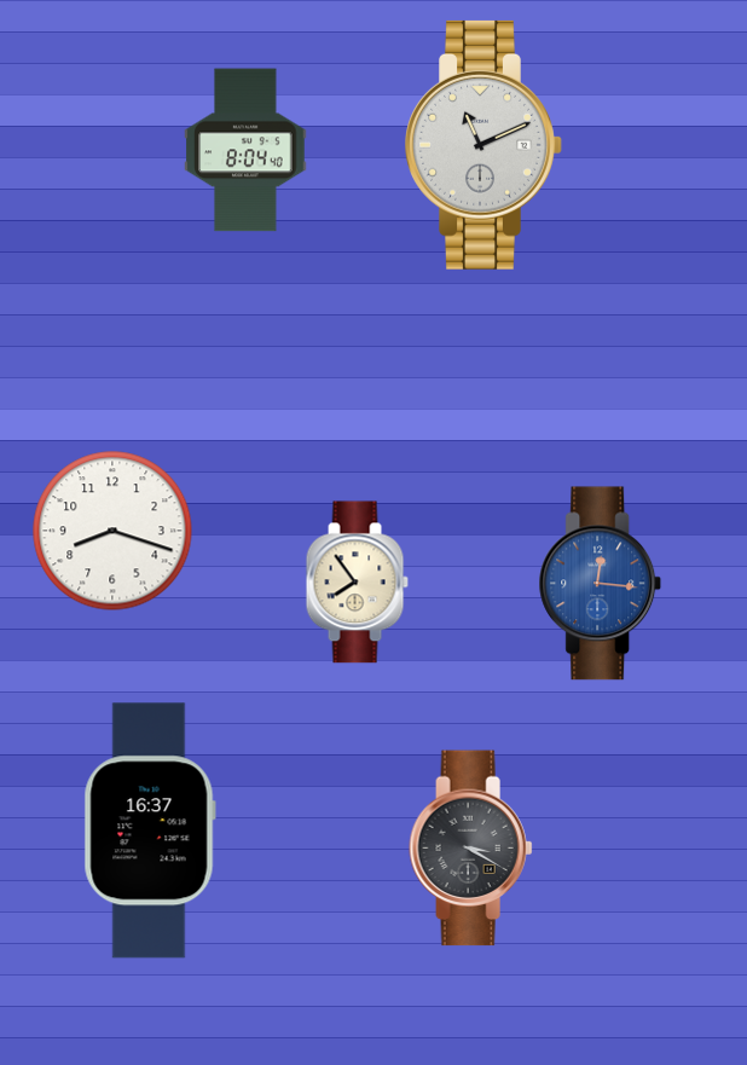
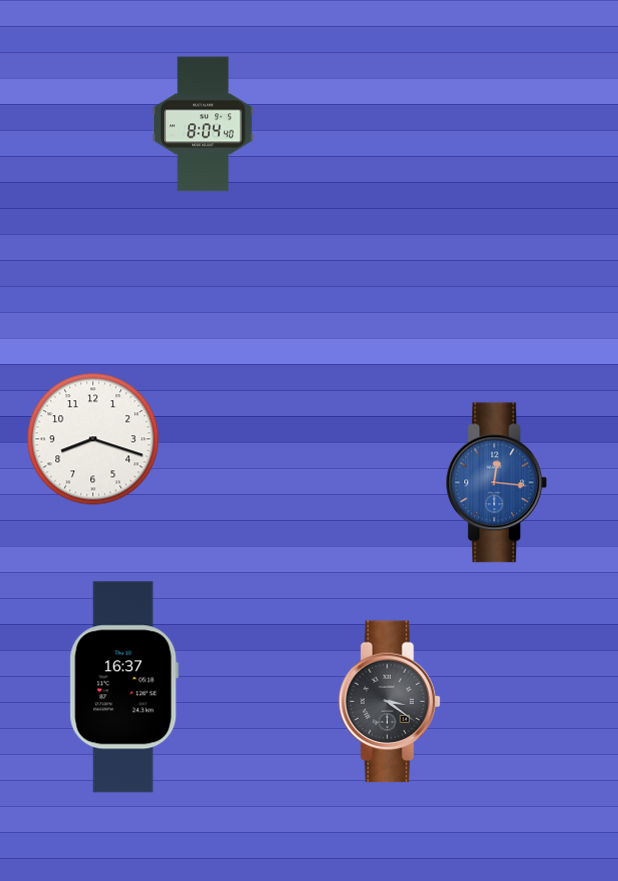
clock at (483, 145): 11:11 -> none
clock at (357, 583): 7:54 -> none
clock at (471, 849): 3:20 -> 3:21
